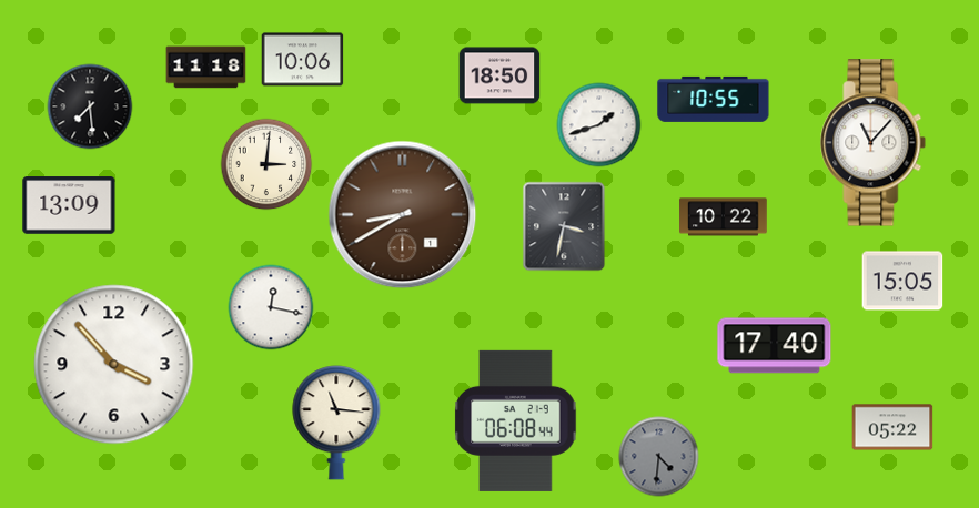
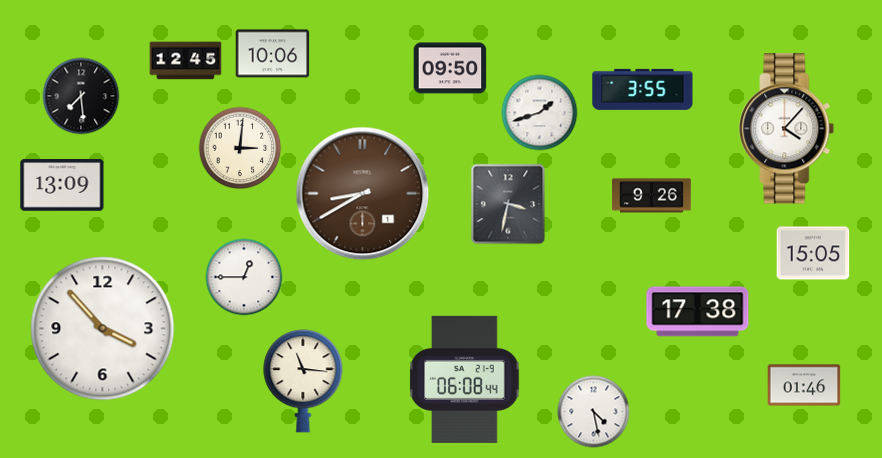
clock at (206, 68): 11:18 -> 12:45
clock at (499, 75): 18:50 -> 09:50
clock at (714, 99): 10:55 -> 3:55
clock at (874, 143): 11:07 -> 4:07
clock at (724, 217): 10:22 -> 9:26
clock at (271, 307): 12:17 -> 12:45
clock at (775, 346): 17:40 -> 17:38
clock at (892, 427): 05:22 -> 01:46
clock at (659, 457): 4:31 -> 4:28
clock at (659, 457) dial: grey -> white
